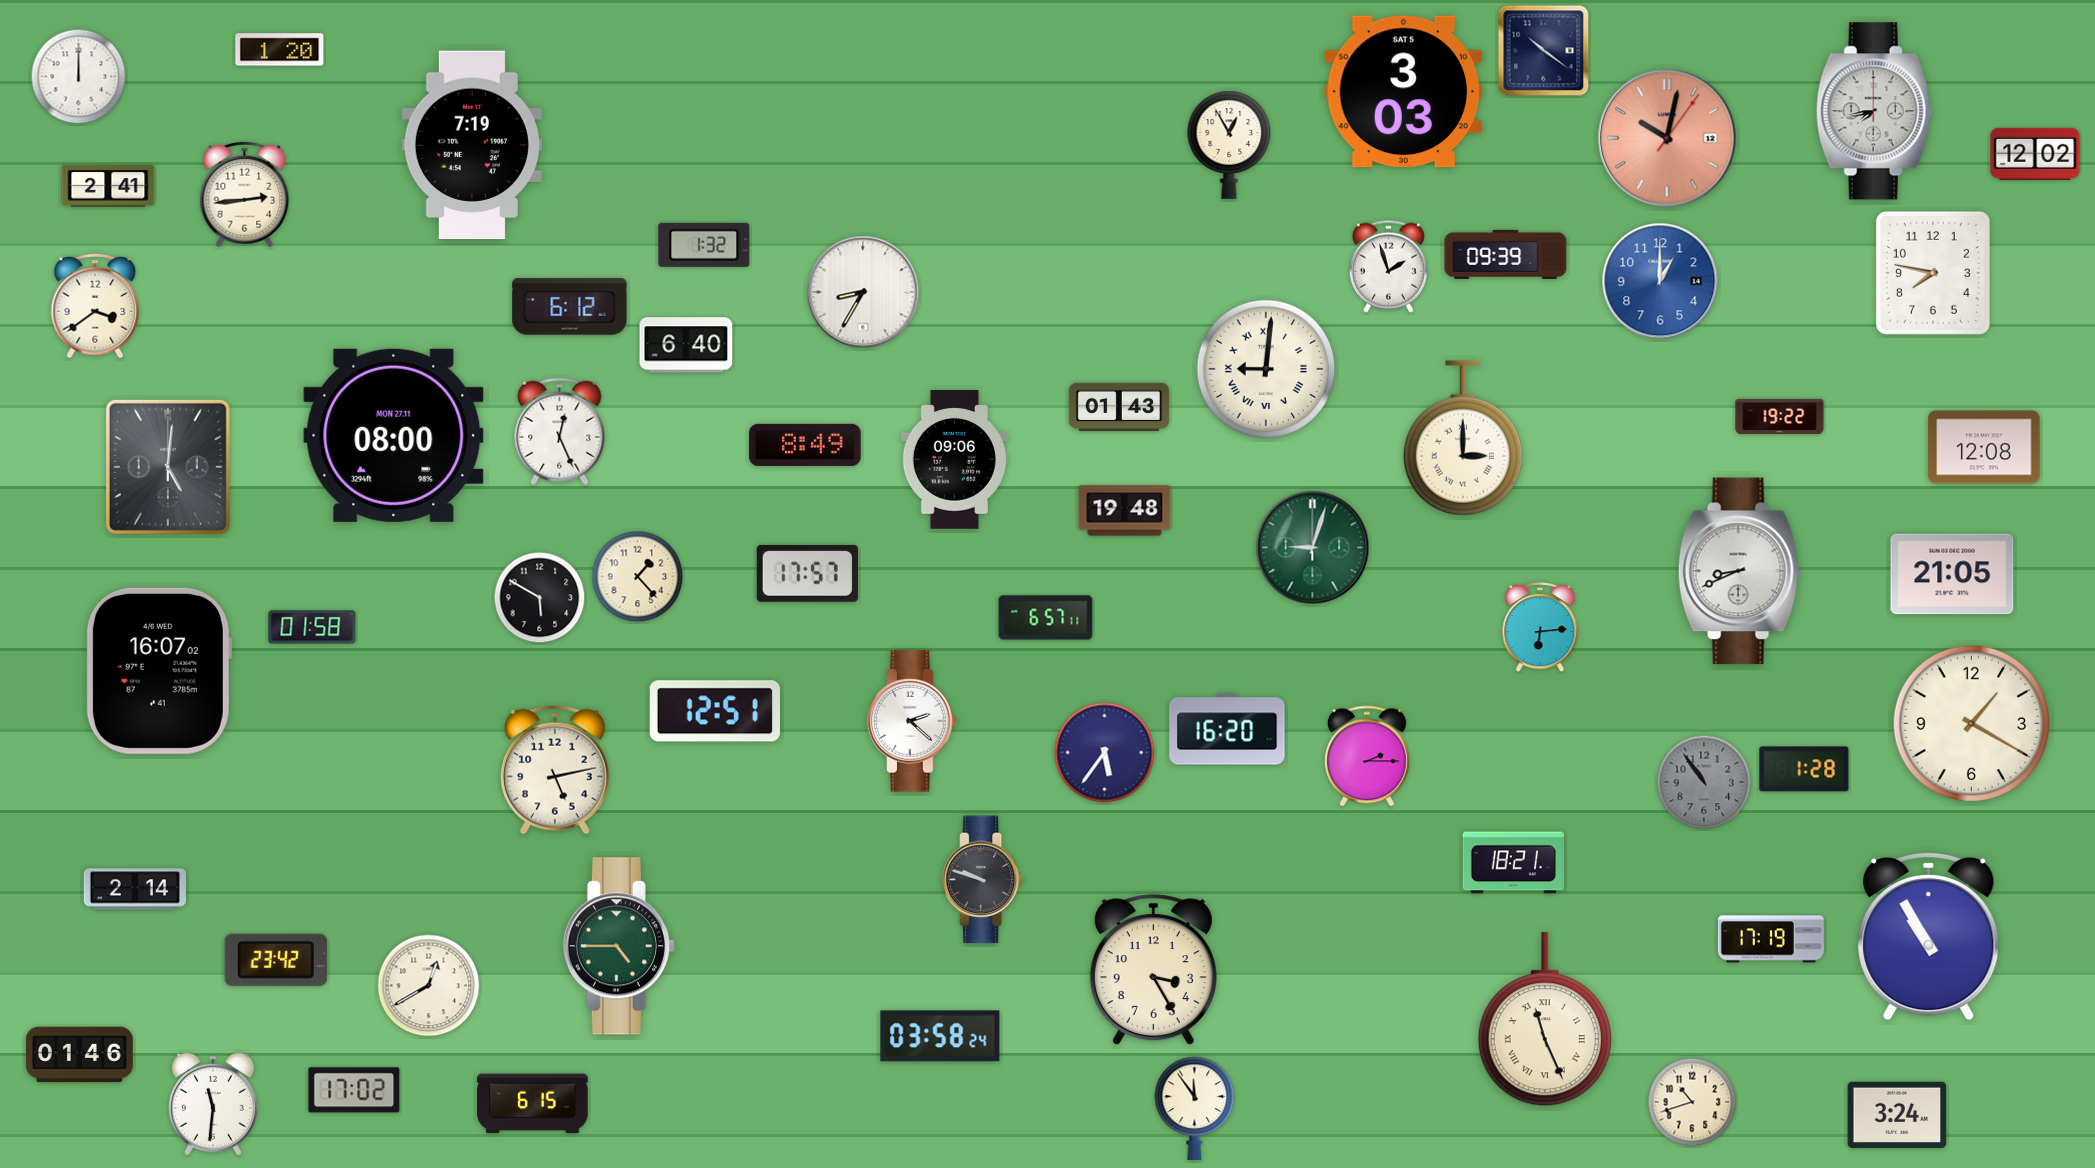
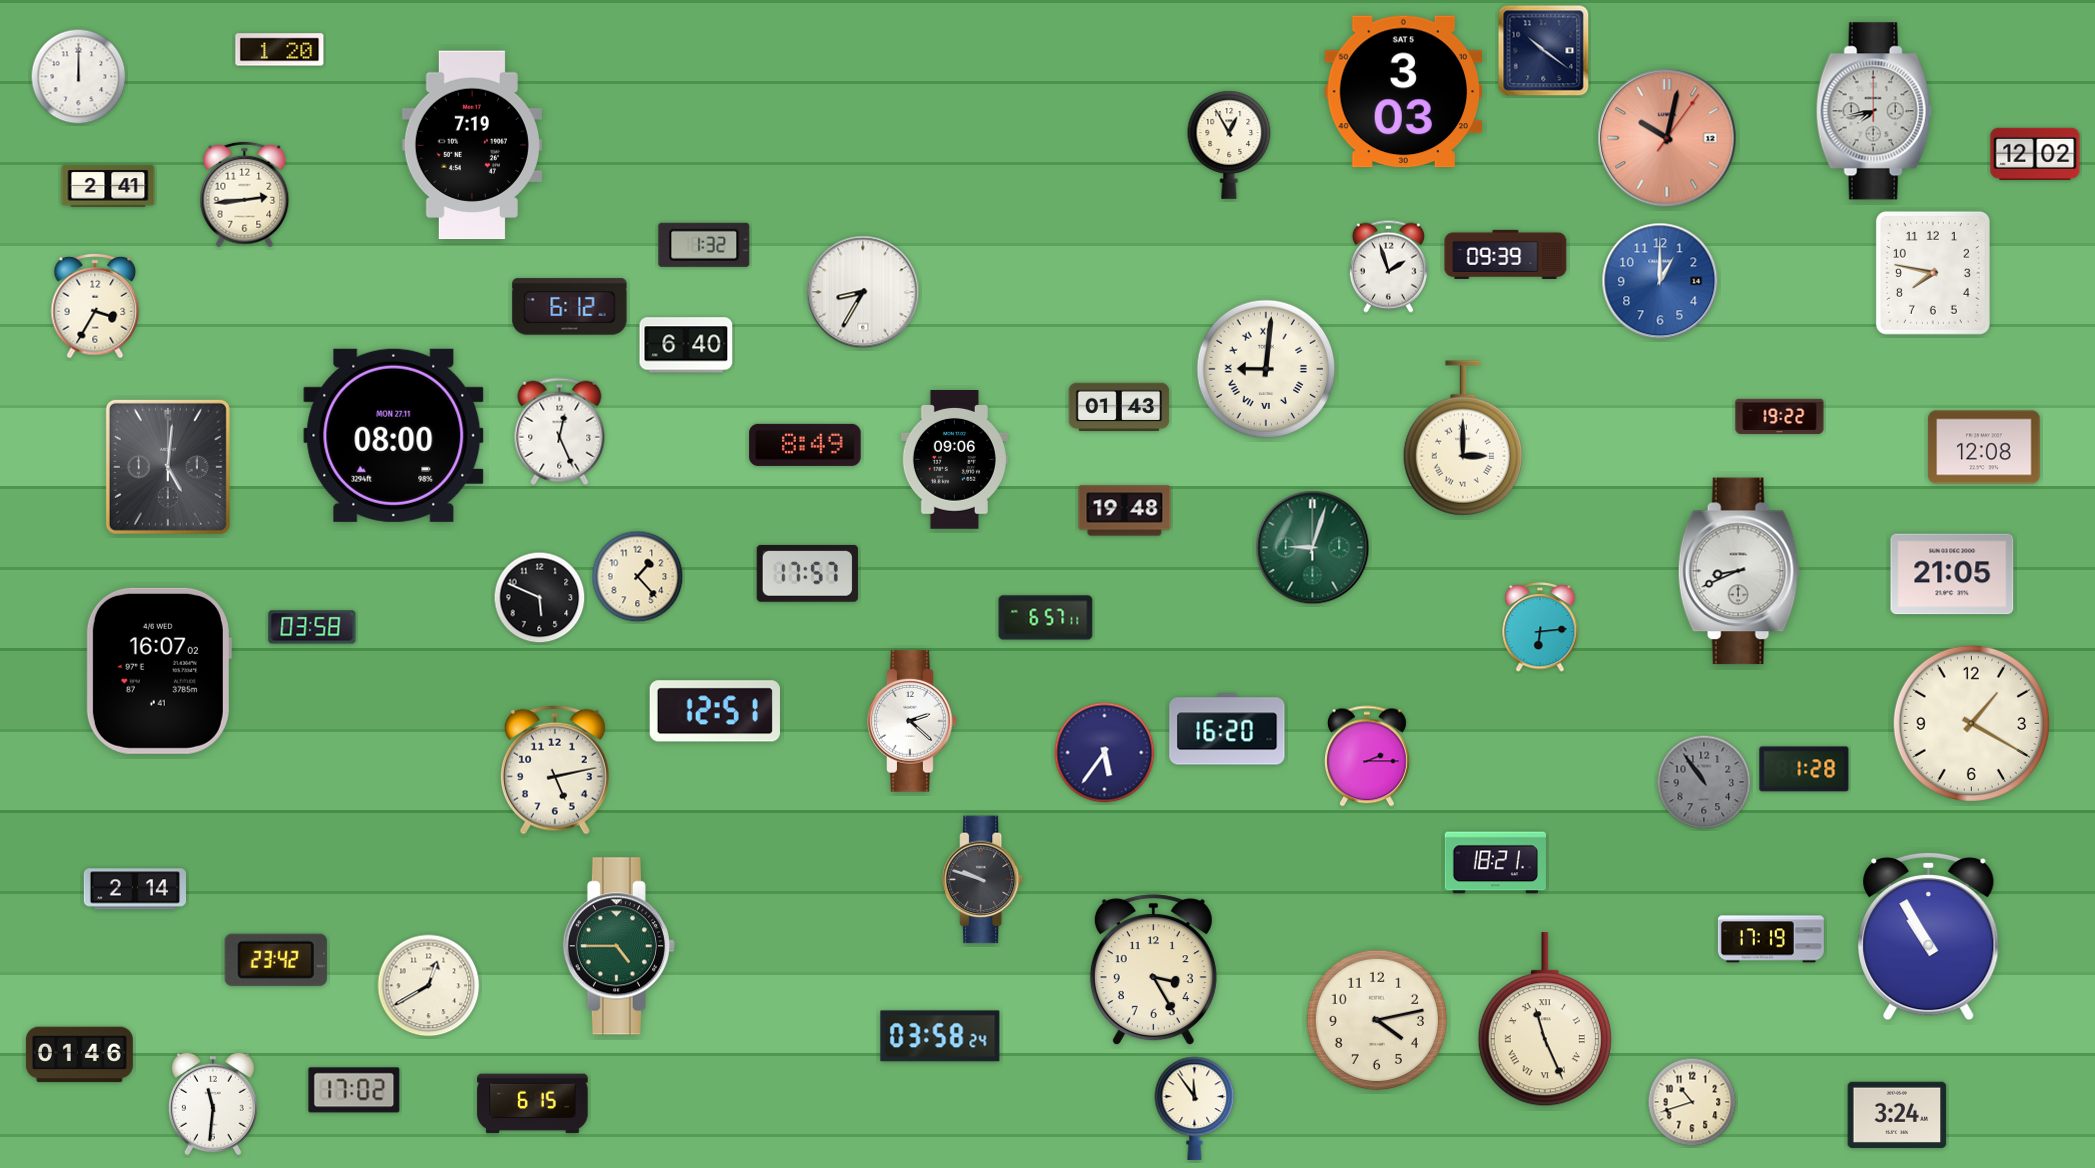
clock at (95, 306): 3:39 -> 3:35
clock at (540, 598): 5:50 -> 5:49
clock at (312, 627): 01:58 -> 03:58
clock at (1513, 863) position: (1513, 863) -> (1495, 863)
clock at (1377, 1020): none -> 4:13
